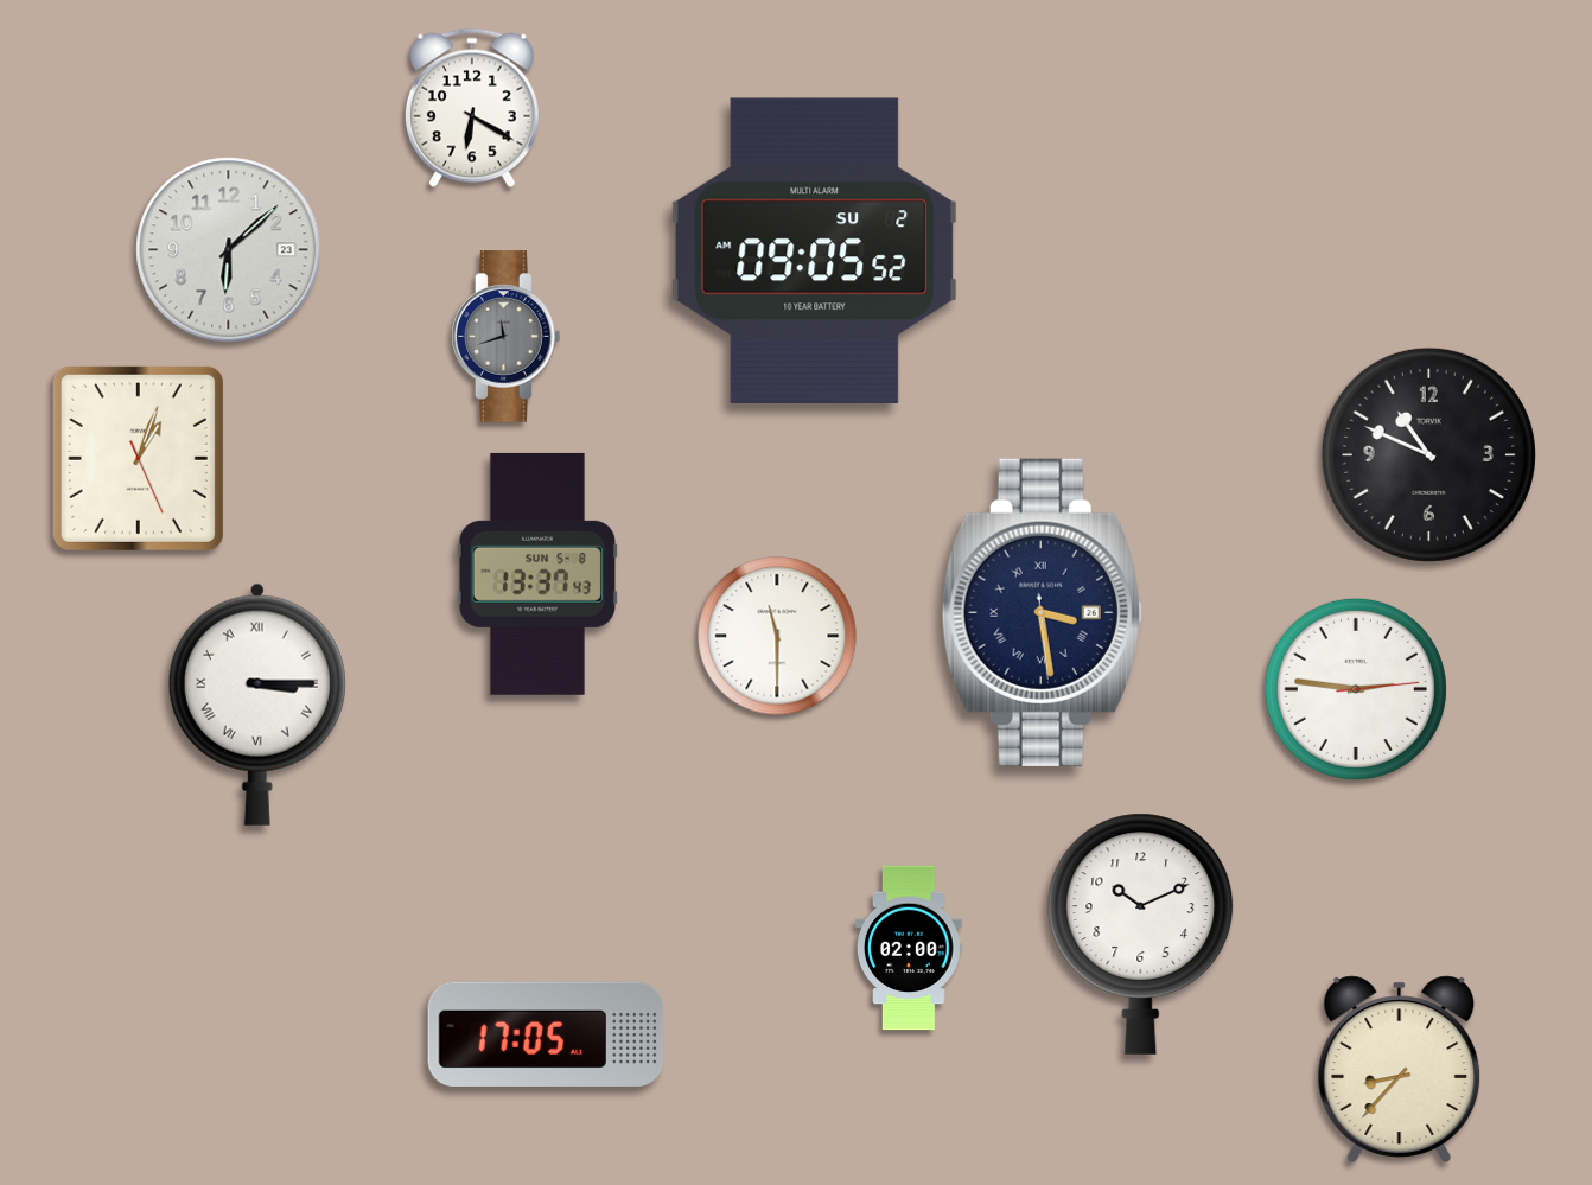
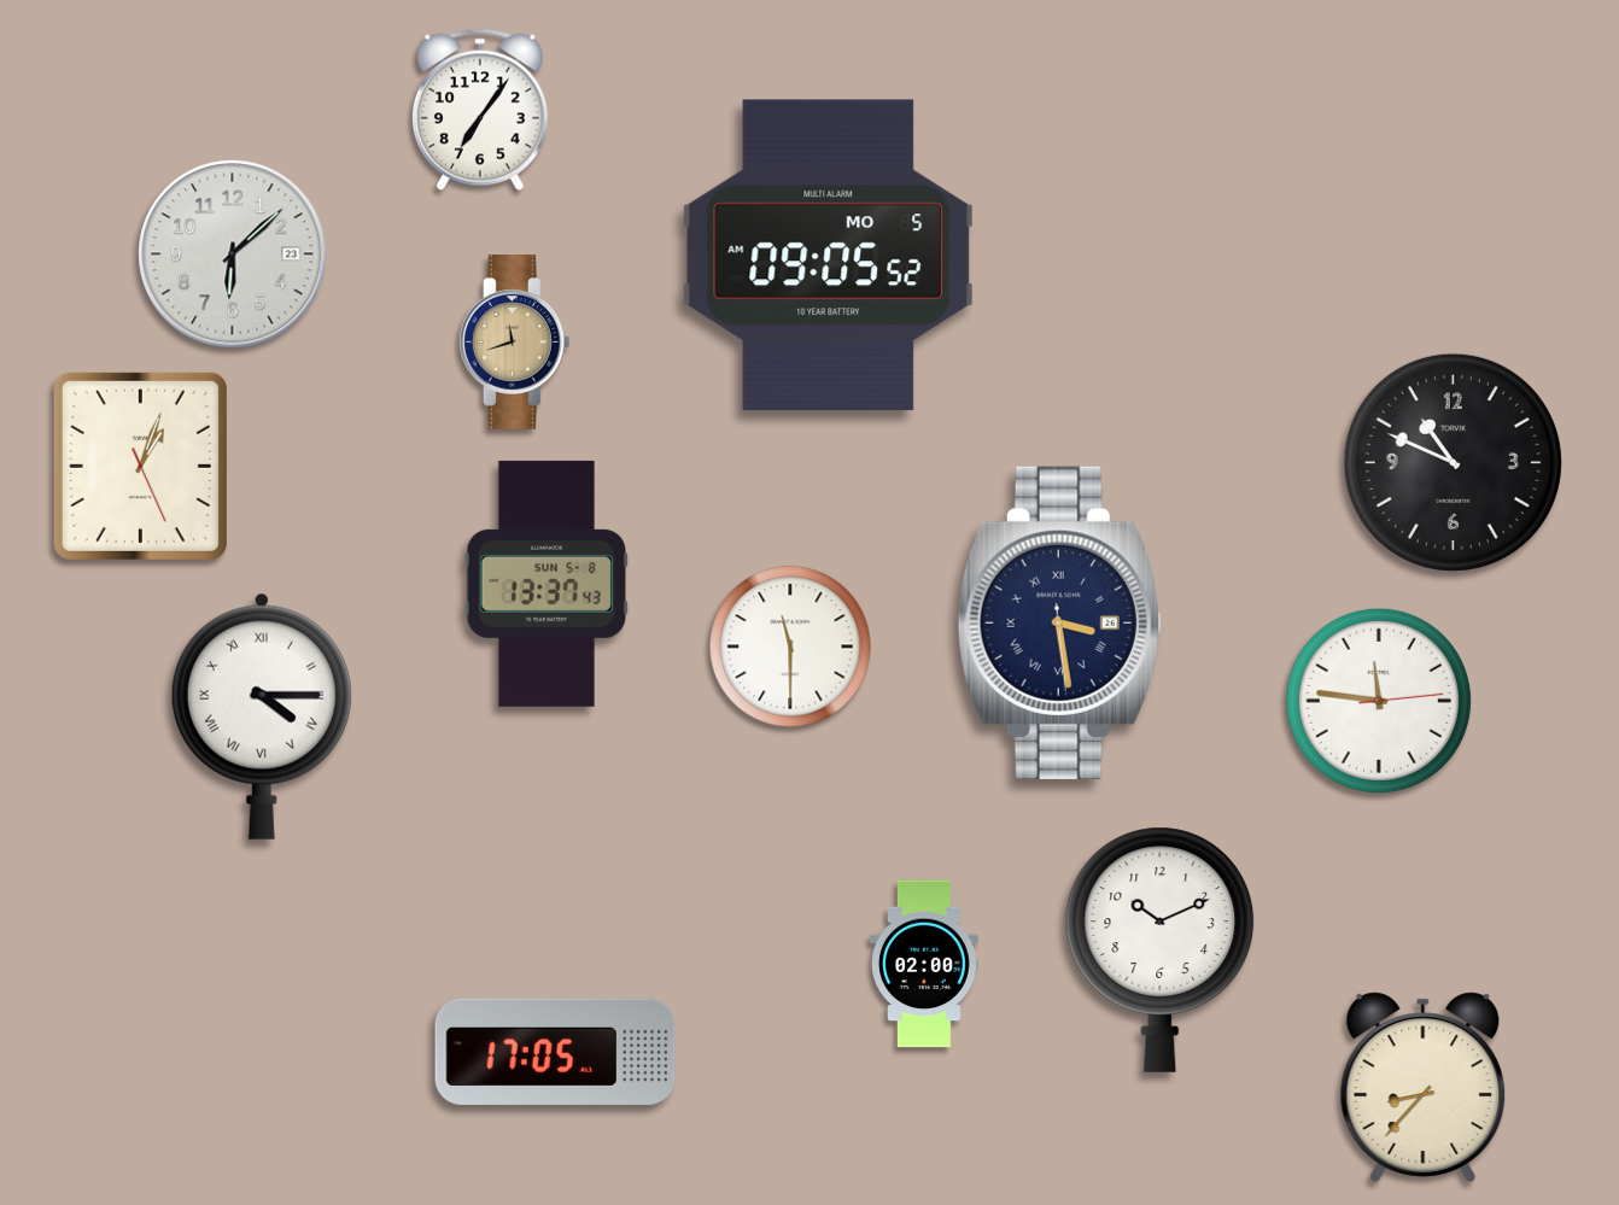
clock at (472, 108): 6:20 -> 7:06
clock at (814, 251) date: SU 2 -> MO 5
clock at (507, 337) dial: grey -> champagne
clock at (1356, 689): 2:46 -> 11:46
clock at (257, 705): 3:15 -> 4:15
